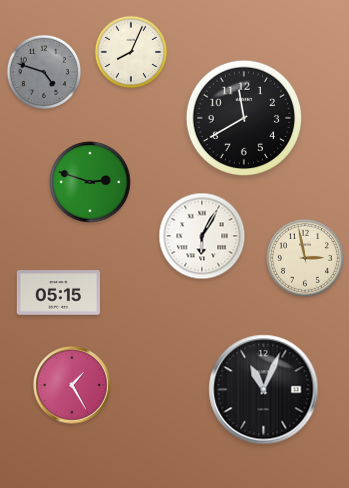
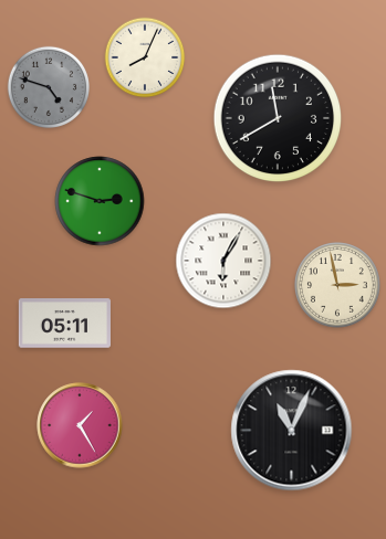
clock at (43, 71) position: (43, 71) -> (48, 86)
clock at (244, 118) position: (244, 118) -> (278, 118)
clock at (58, 293): 05:15 -> 05:11
